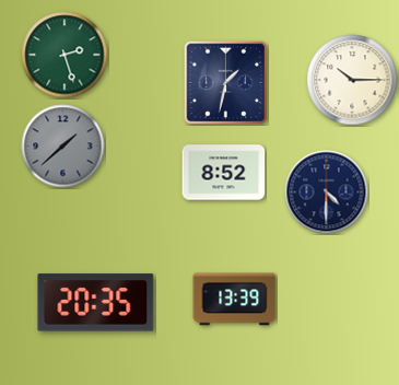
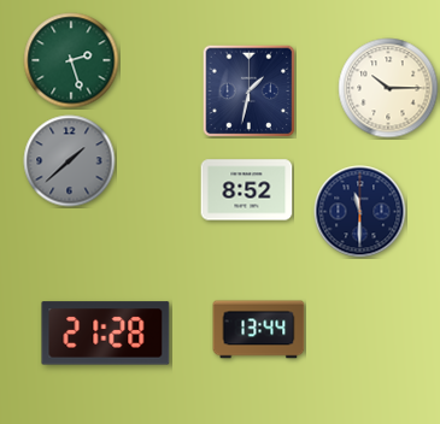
clock at (327, 192): 4:30 -> 11:30
clock at (235, 300): 13:39 -> 13:44
clock at (96, 303): 20:35 -> 21:28
